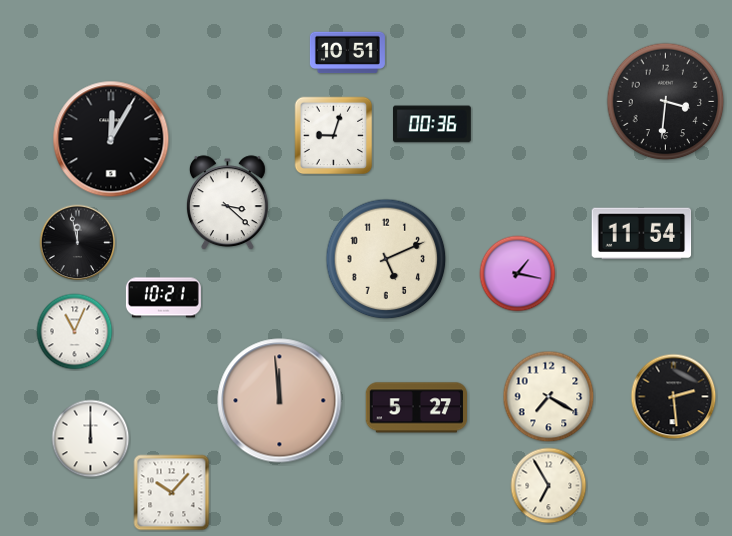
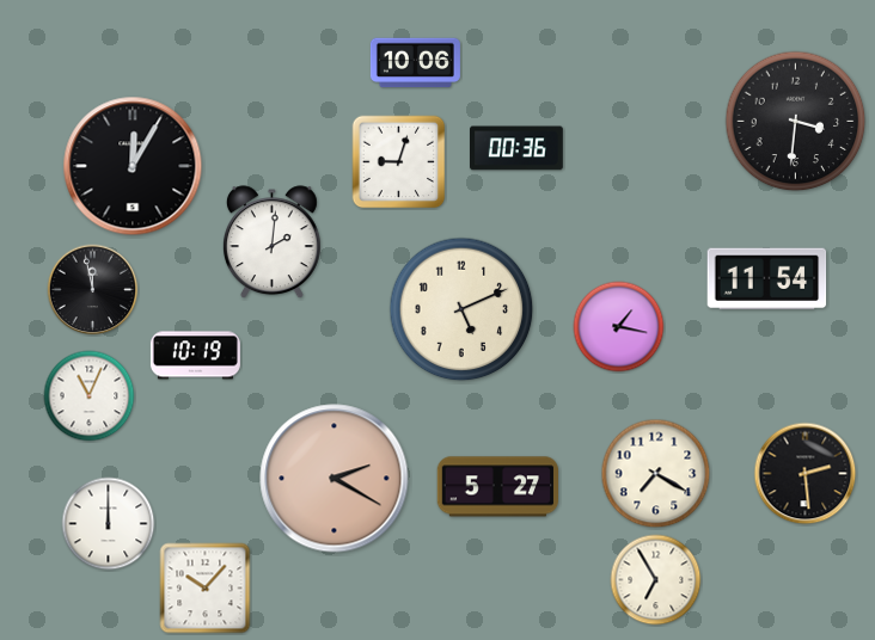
clock at (347, 53): 10:51 -> 10:06
clock at (227, 203): 3:22 -> 2:01
clock at (163, 298): 10:21 -> 10:19
clock at (280, 401): 11:59 -> 2:20
